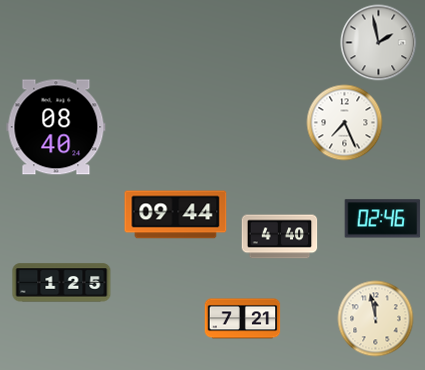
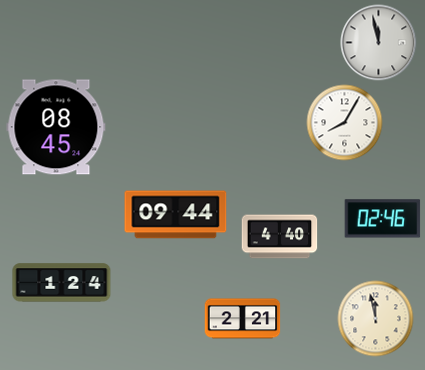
clock at (379, 43): 1:58 -> 11:58
clock at (345, 123): 7:26 -> 8:05
clock at (56, 127): 08:40 -> 08:45
clock at (62, 283): 1:25 -> 1:24
clock at (243, 319): 7:21 -> 2:21
